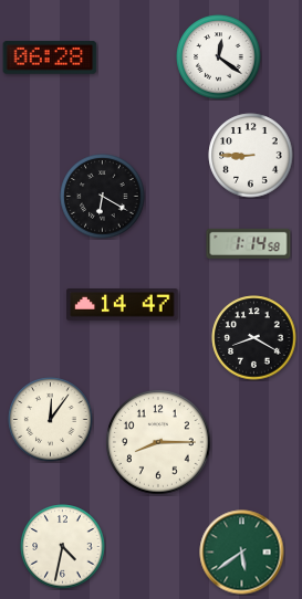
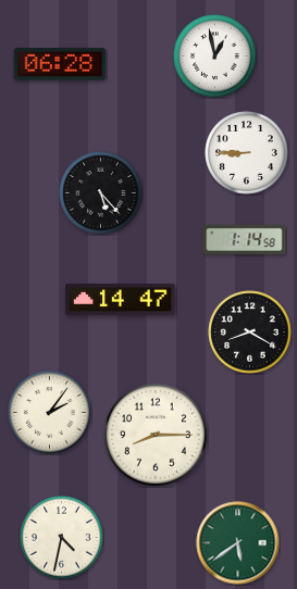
clock at (50, 57) position: (50, 57) -> (60, 64)
clock at (219, 57): 12:21 -> 12:58
clock at (103, 197): 6:20 -> 5:23
clock at (51, 420): 12:06 -> 2:06
